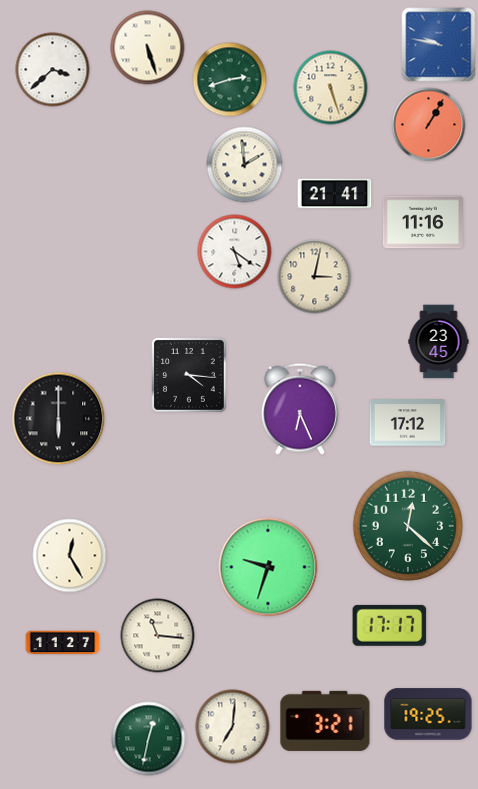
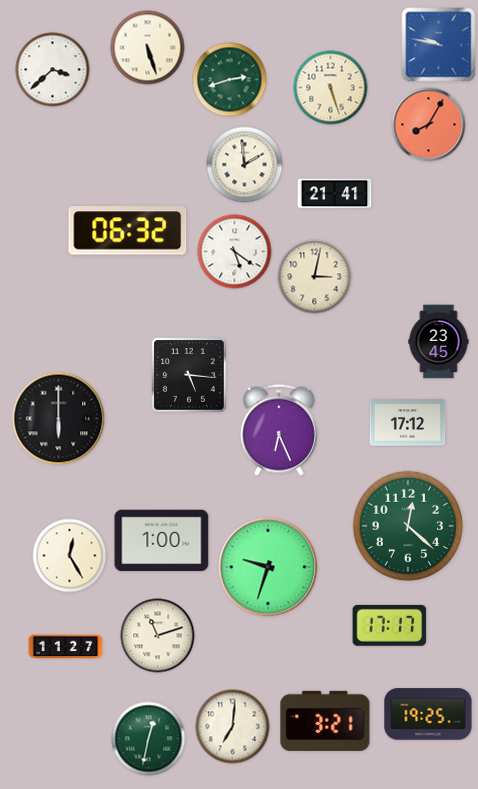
clock at (429, 125): 1:05 -> 8:05
clock at (423, 222): 11:16 -> none
clock at (128, 231): none -> 06:32
clock at (190, 376): 4:16 -> 5:16
clock at (300, 409) position: (300, 409) -> (279, 430)
clock at (162, 541): none -> 1:00
clock at (158, 636): 11:16 -> 11:12
clock at (63, 643) position: (63, 643) -> (66, 647)
